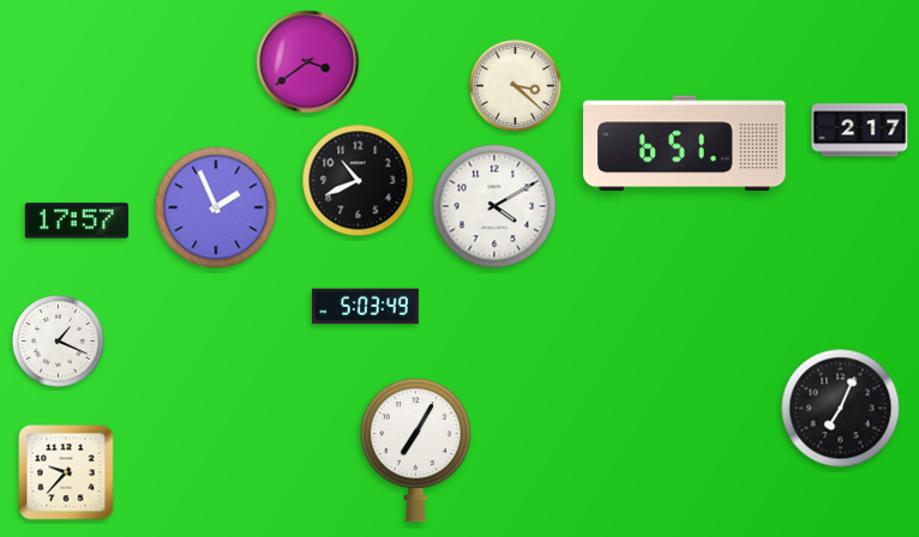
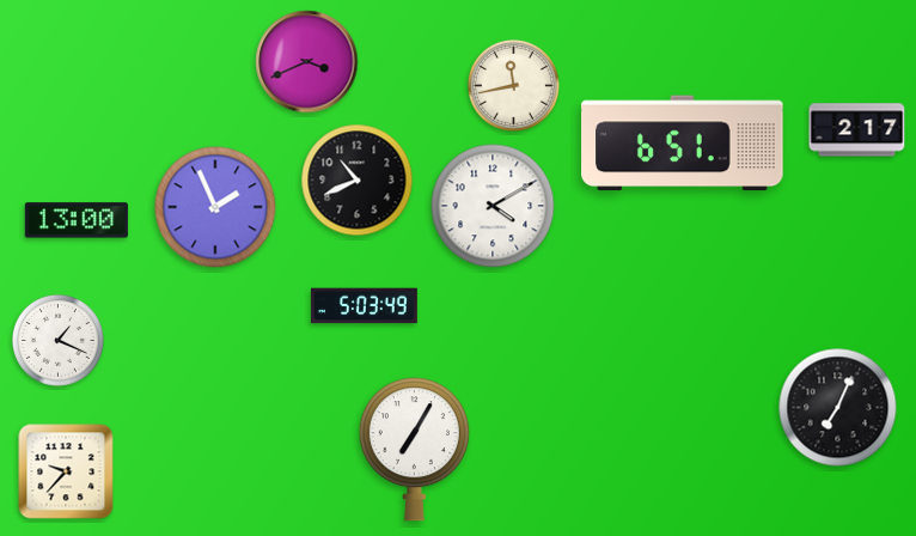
clock at (308, 62): 3:39 -> 3:41
clock at (515, 85): 3:22 -> 11:43
clock at (77, 221): 17:57 -> 13:00
